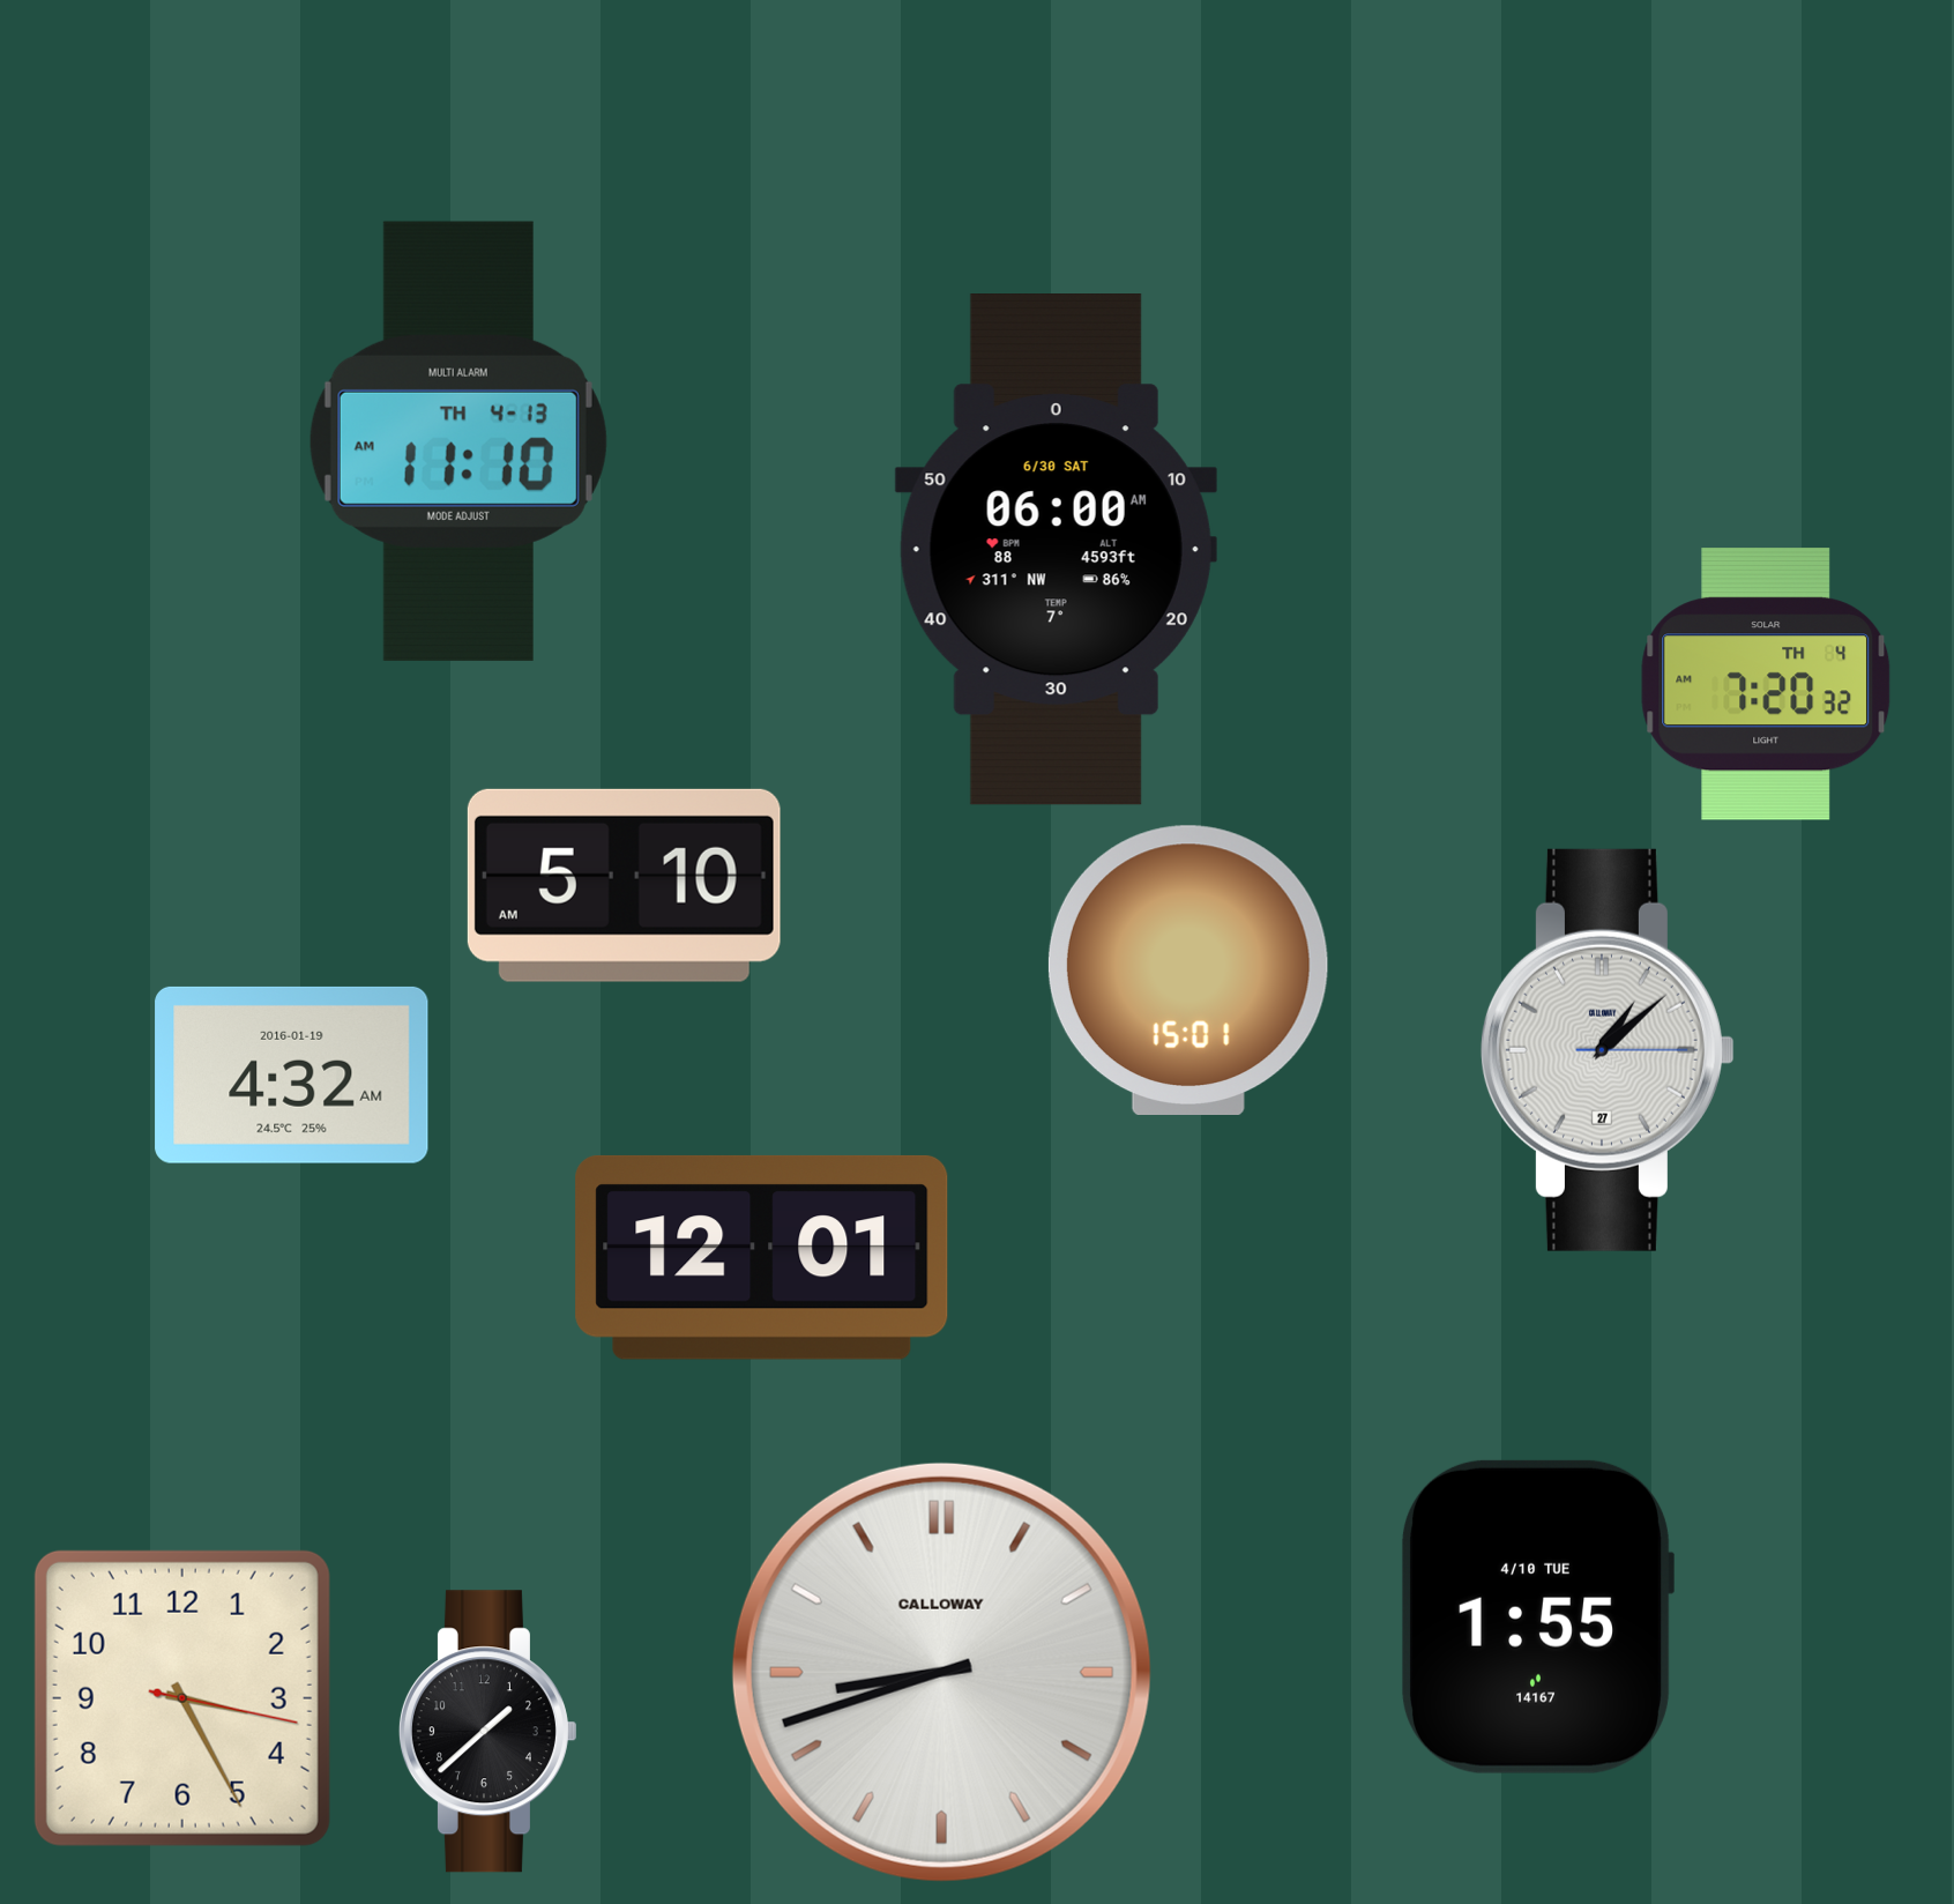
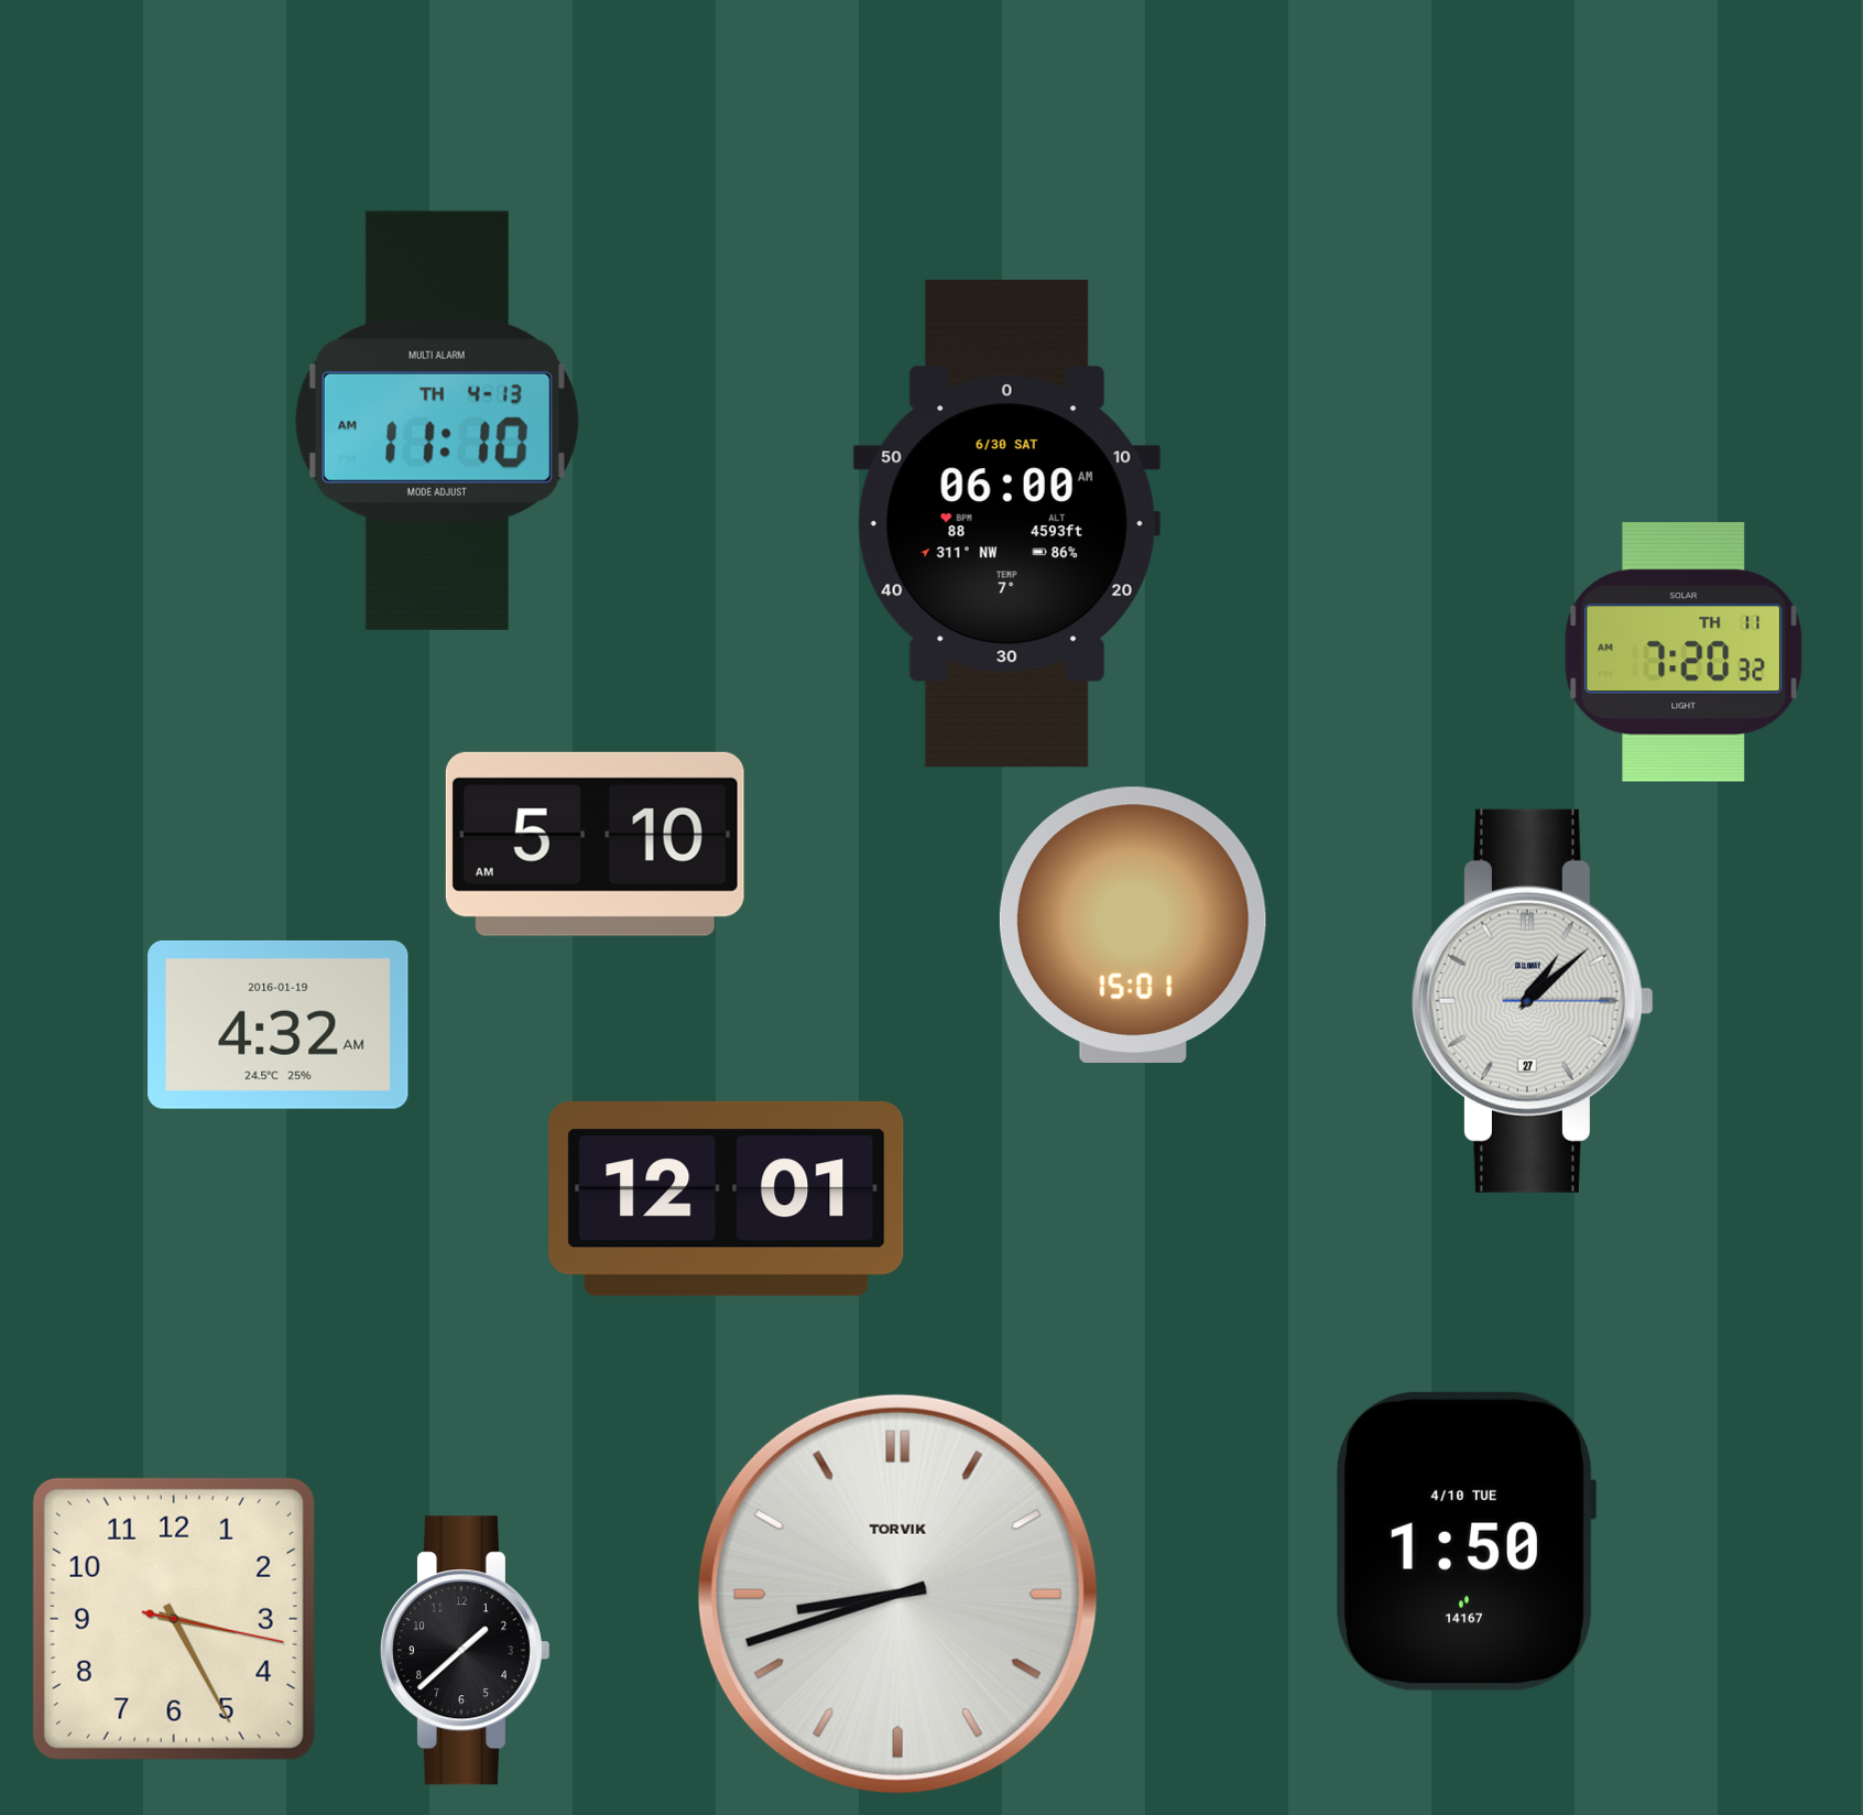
clock at (1766, 685) date: TH 4 -> TH 11
clock at (1537, 1616): 1:55 -> 1:50
clock at (941, 1672) brand: CALLOWAY -> TORVIK
